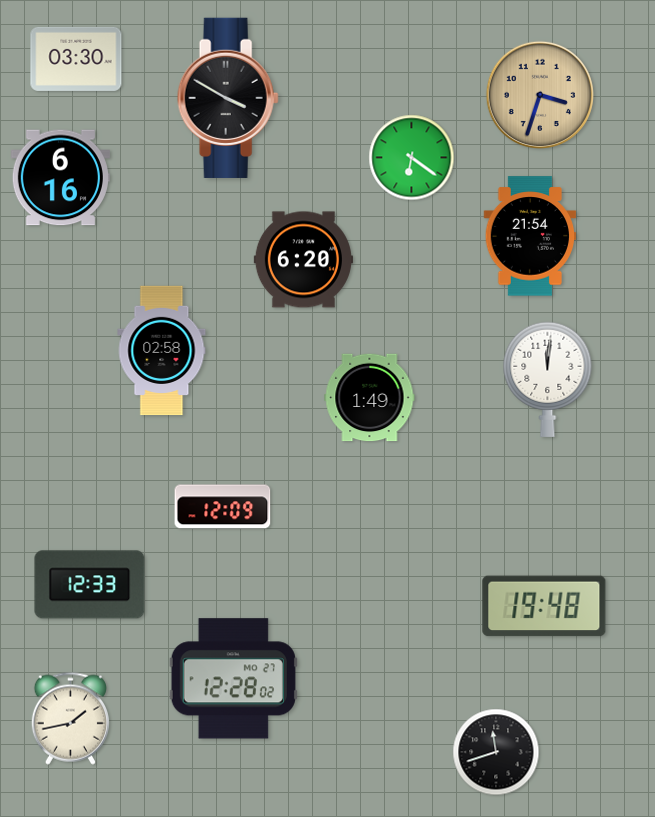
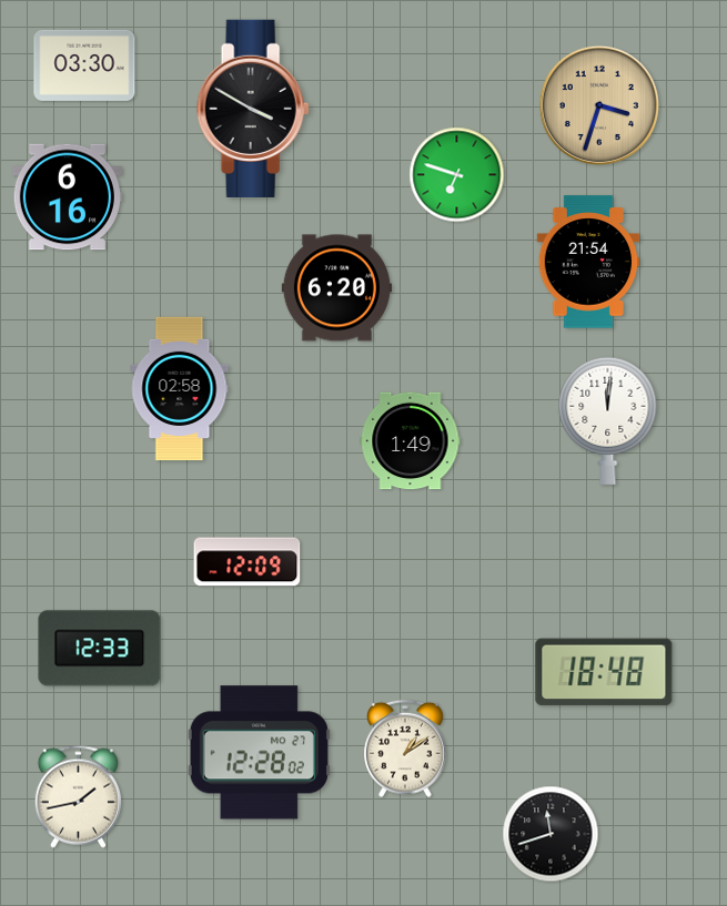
clock at (412, 158): 6:21 -> 6:48
clock at (544, 606): 19:48 -> 18:48
clock at (405, 749): none -> 1:09
